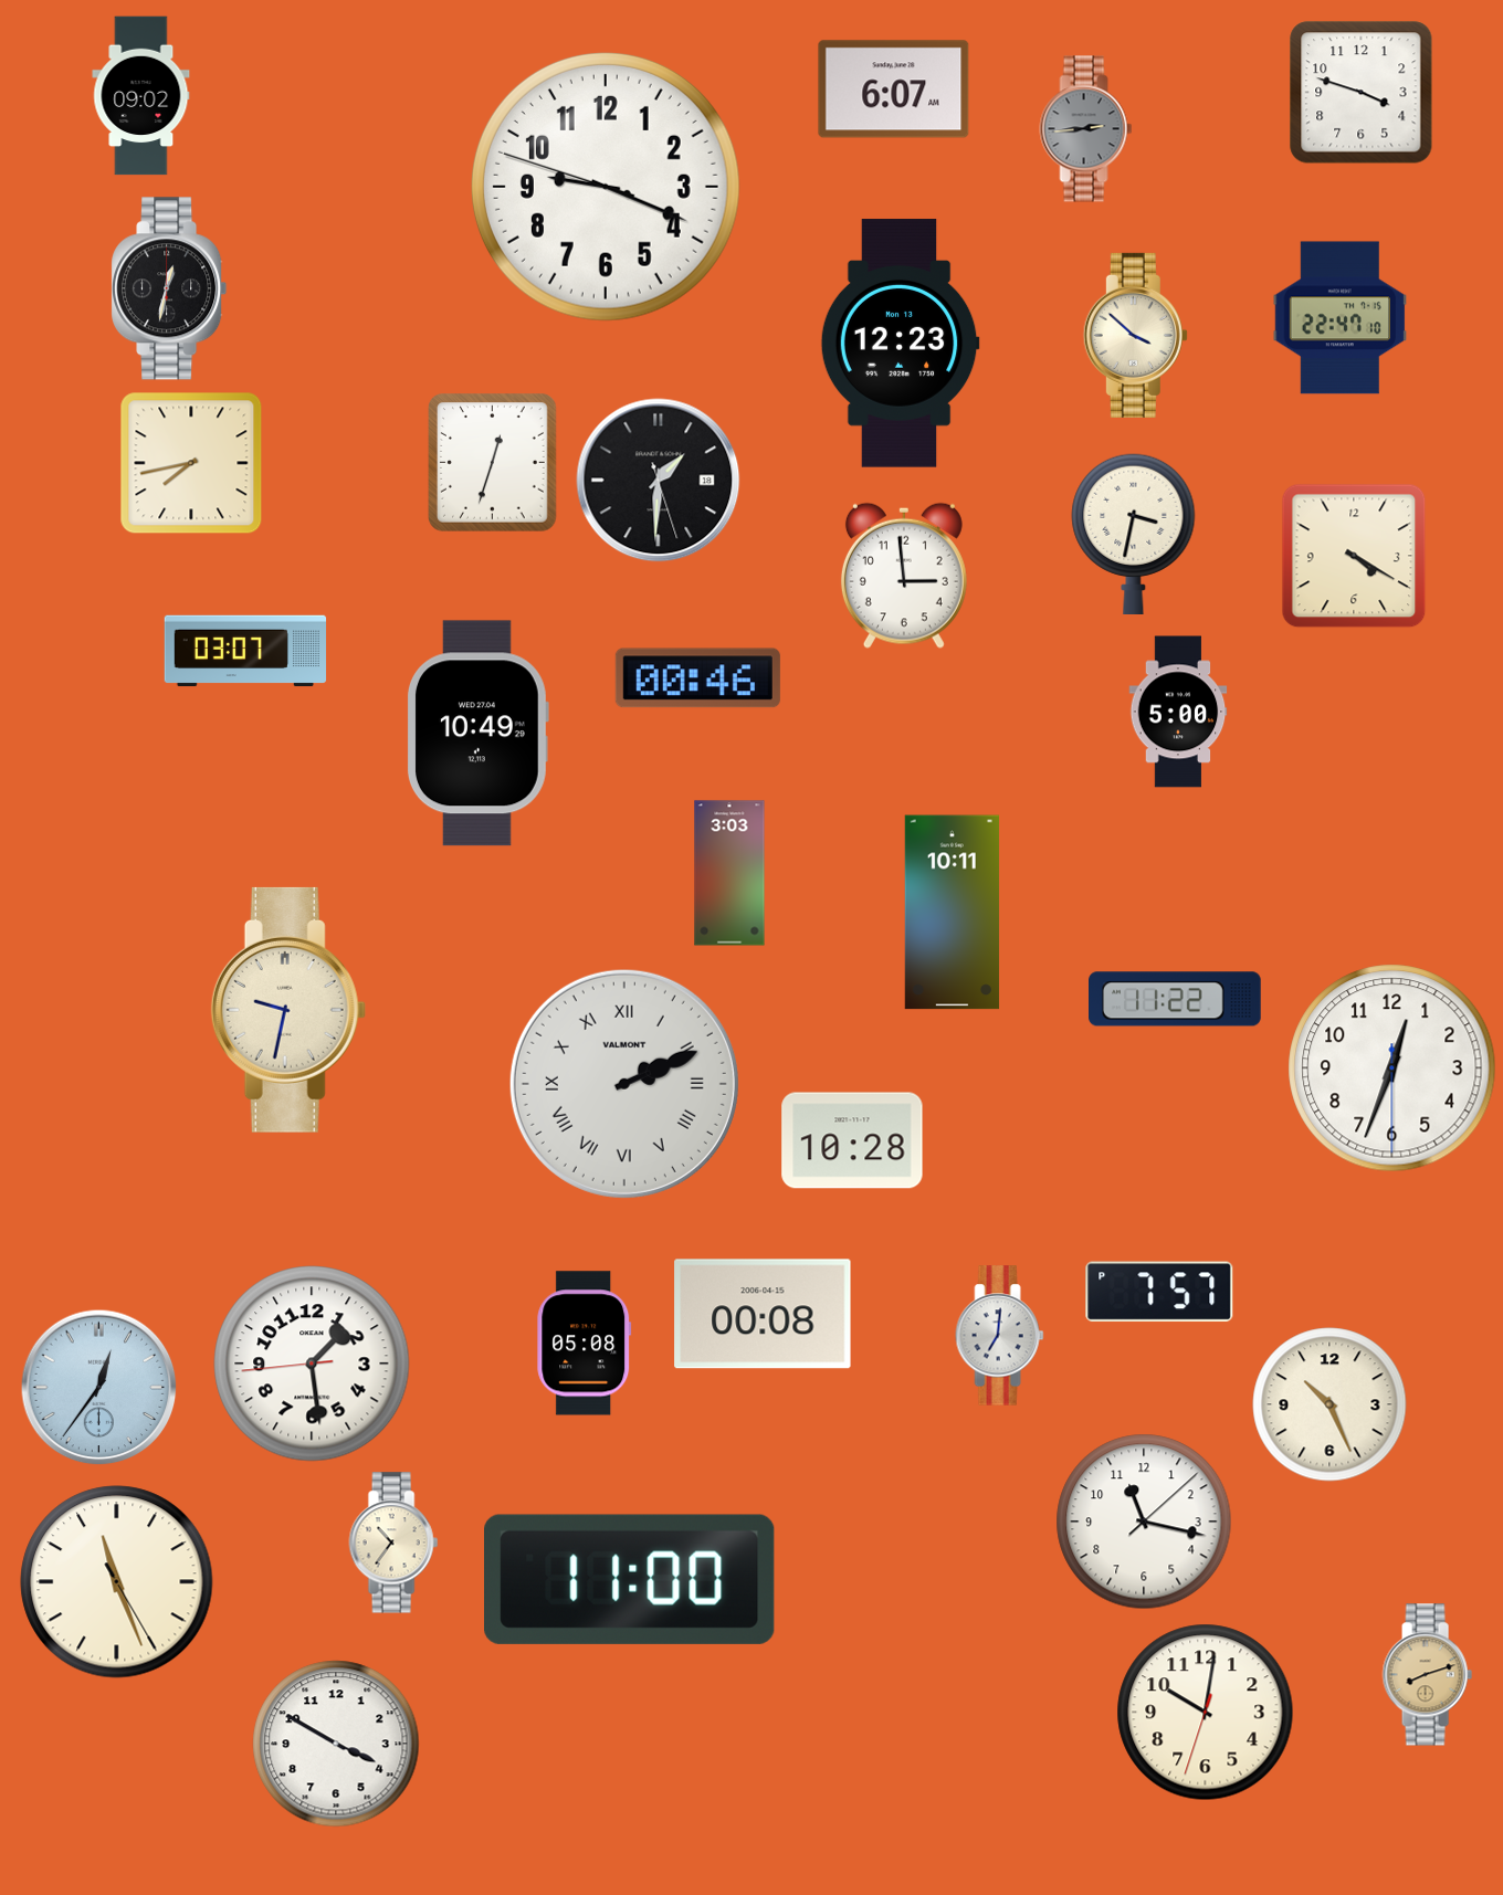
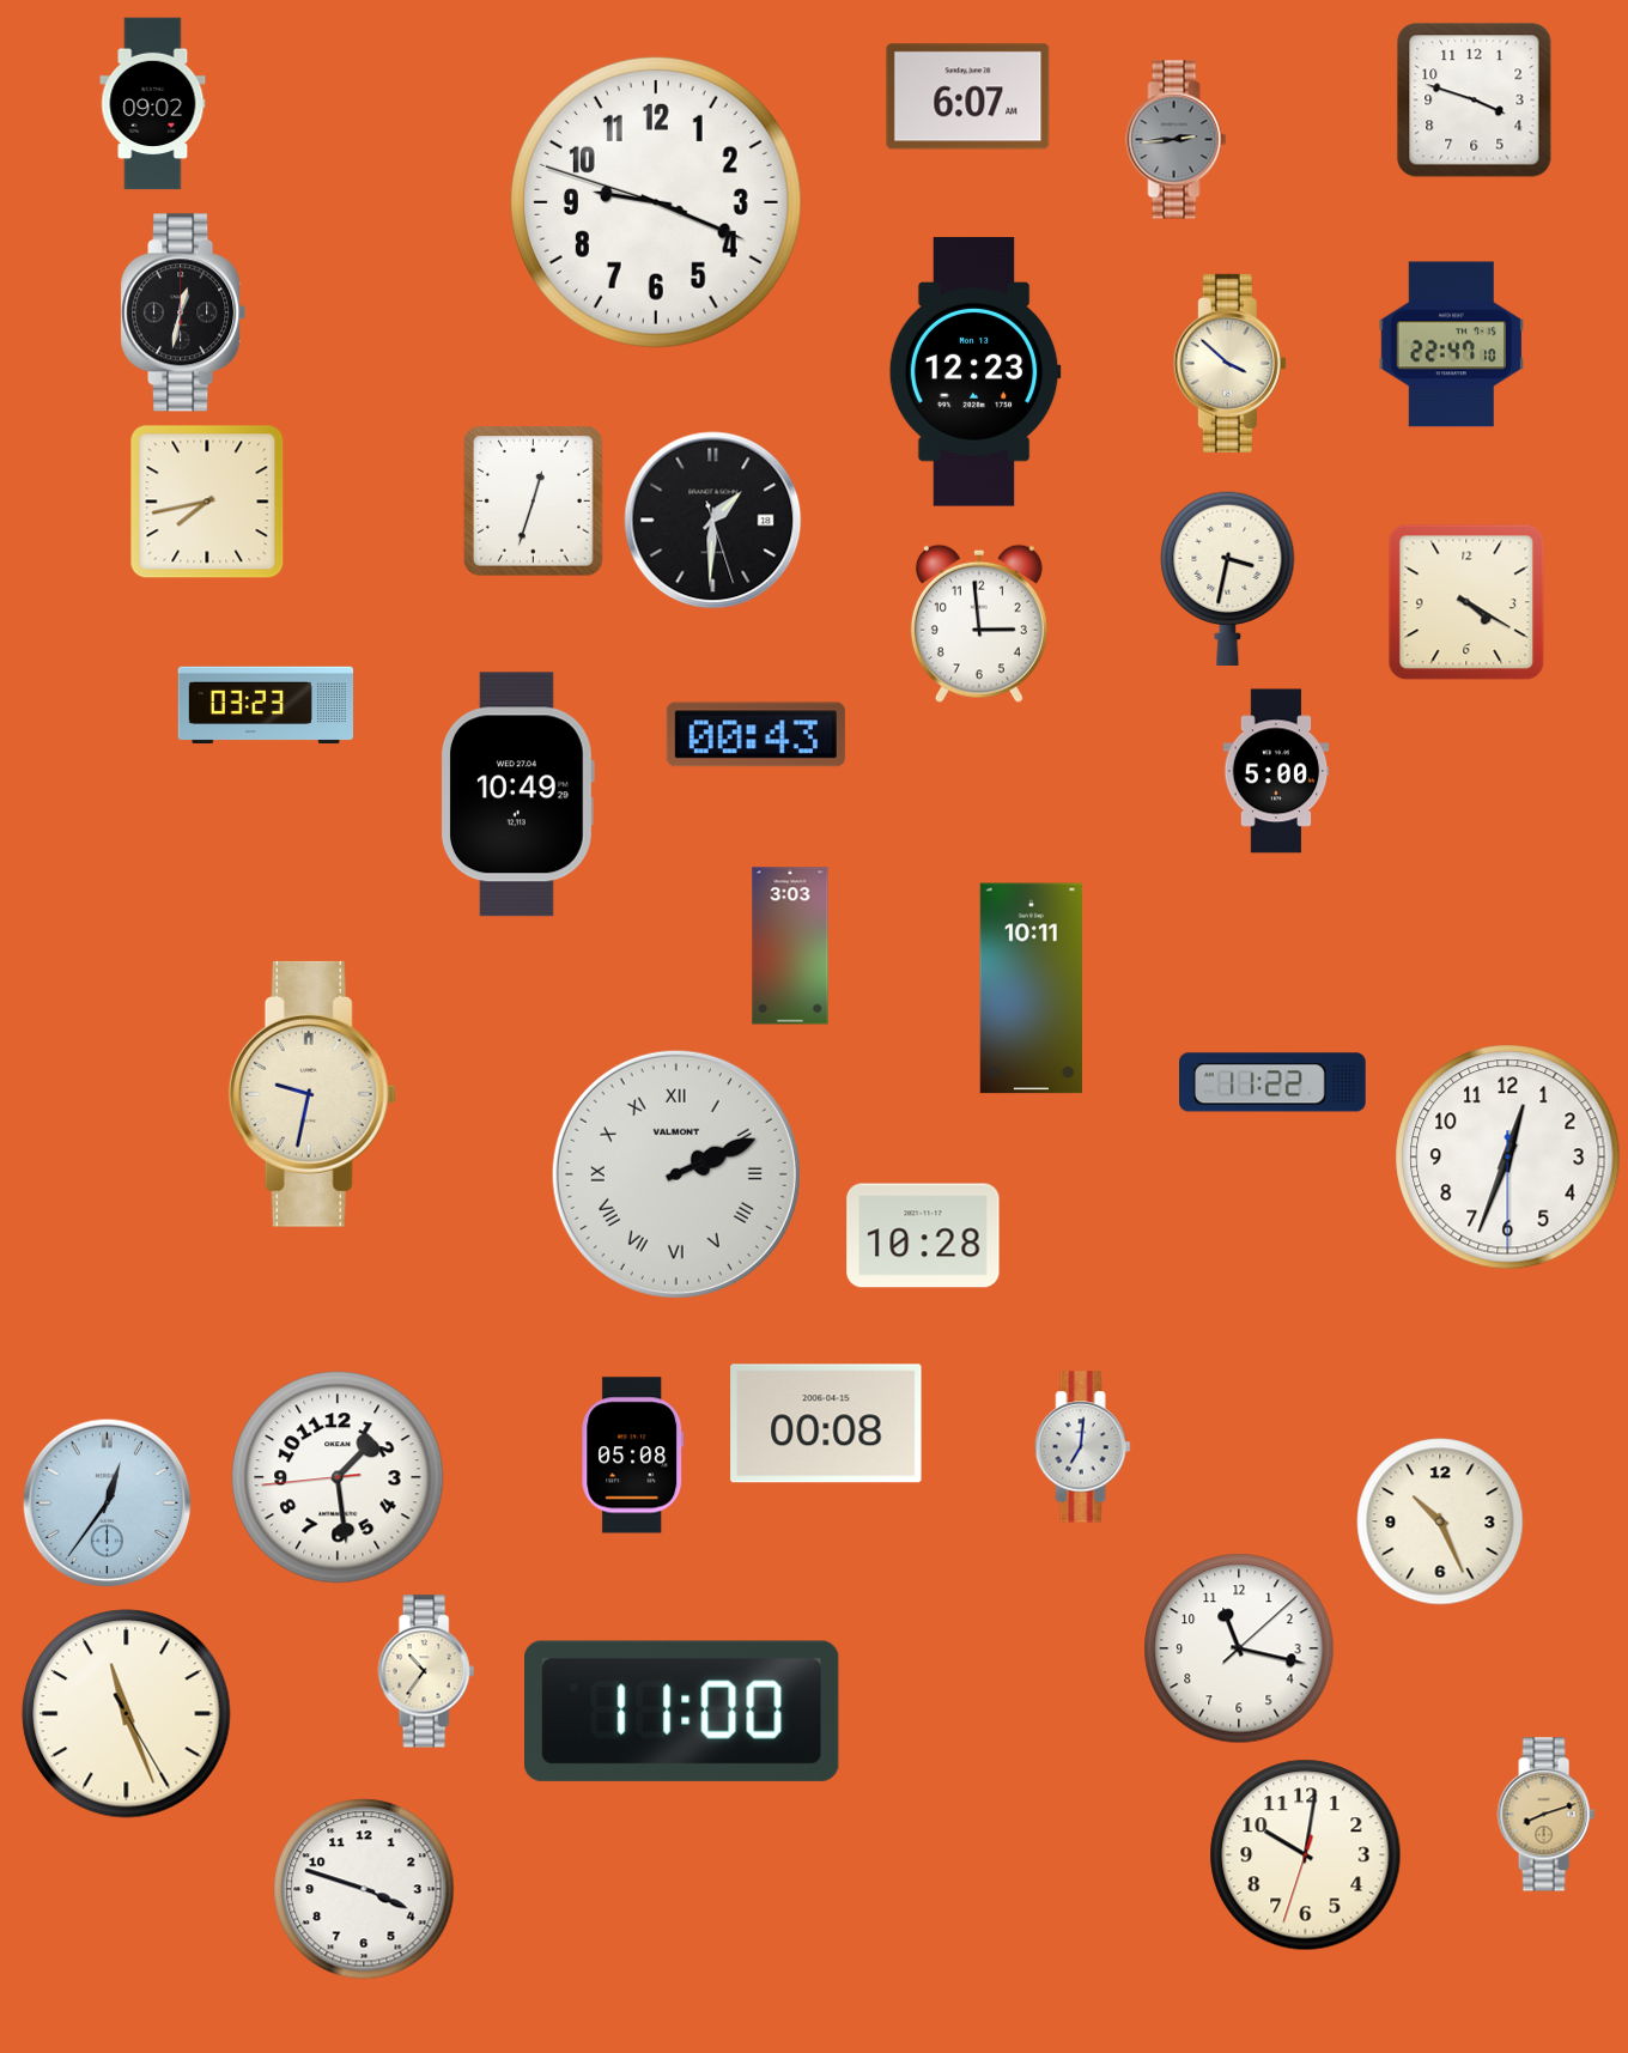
clock at (245, 651): 03:07 -> 03:23
clock at (697, 678): 00:46 -> 00:43
clock at (1159, 1292): 7:57 -> none
clock at (336, 1744): 3:50 -> 3:48
